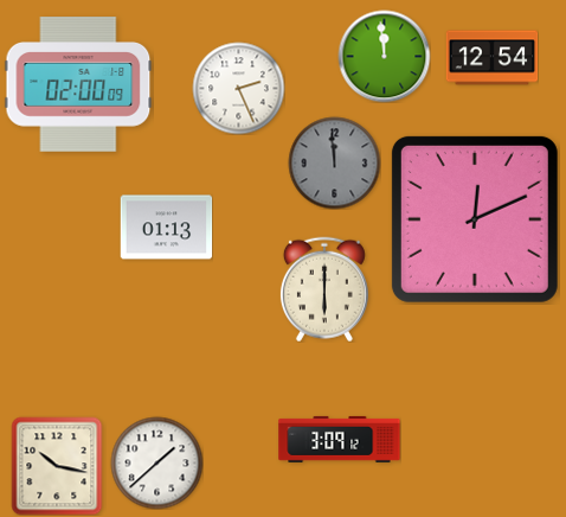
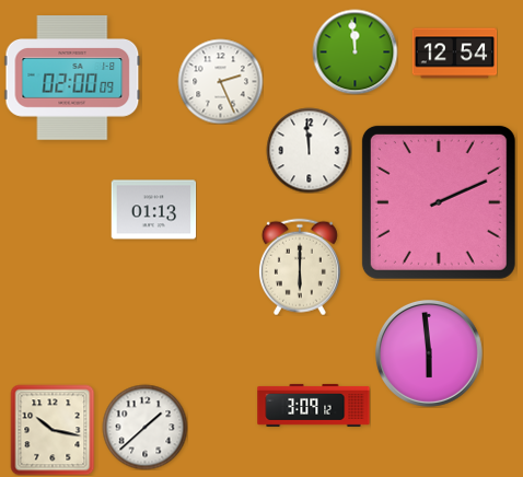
clock at (334, 162) dial: grey -> white
clock at (475, 219): 12:11 -> 2:11
clock at (429, 353): none -> 5:59
